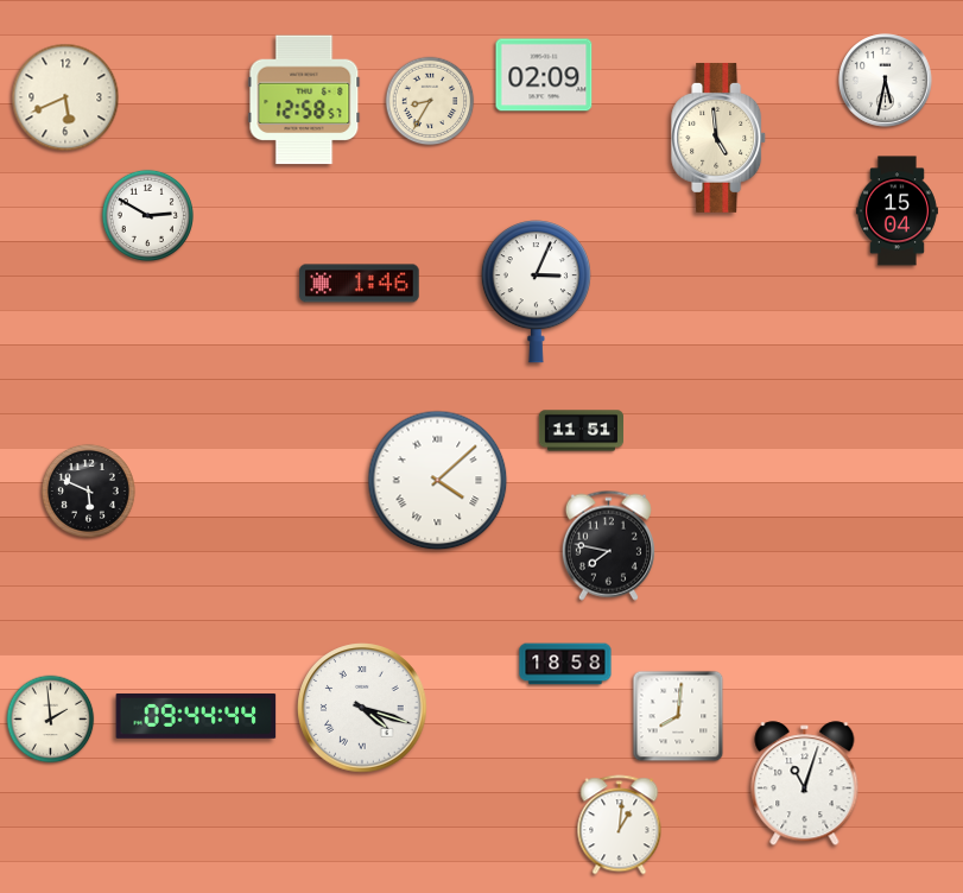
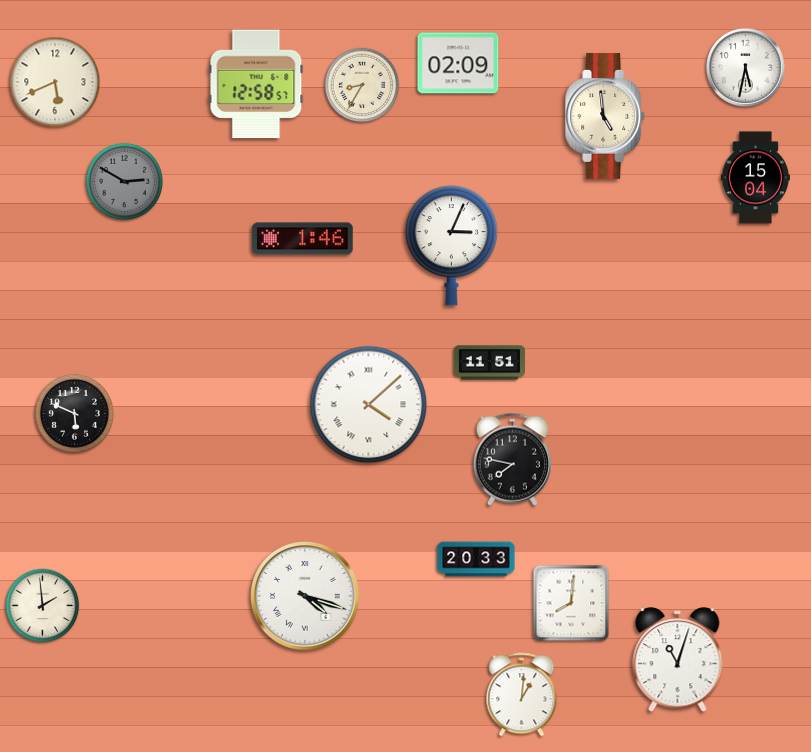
clock at (147, 215) dial: white -> grey
clock at (565, 664): 18:58 -> 20:33
clock at (196, 716): 09:44 -> none
